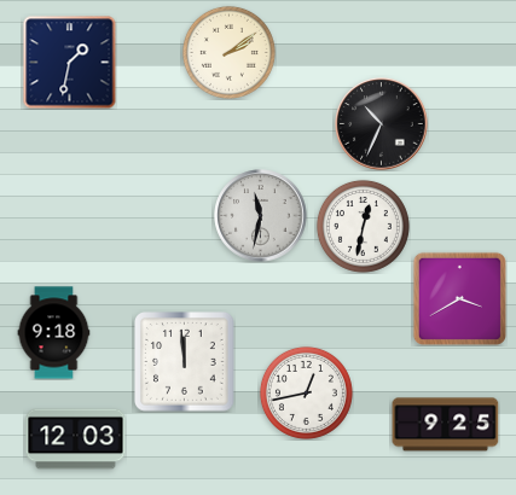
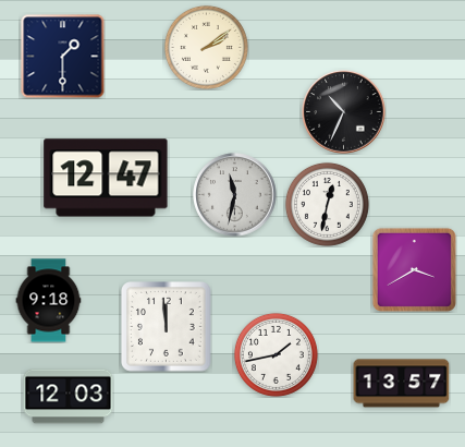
clock at (70, 63): 1:32 -> 1:30
clock at (106, 178): none -> 12:47
clock at (306, 392): 12:43 -> 1:43
clock at (446, 425): 9:25 -> 13:57
